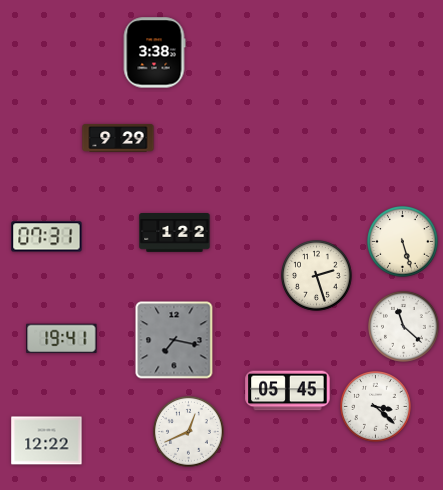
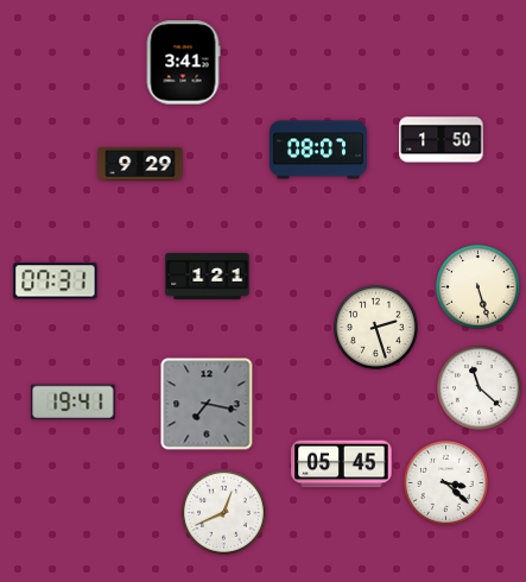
clock at (154, 53): 3:38 -> 3:41
clock at (442, 140): none -> 1:50
clock at (318, 150): none -> 08:07
clock at (175, 233): 1:22 -> 1:21
clock at (47, 441): 12:22 -> none
